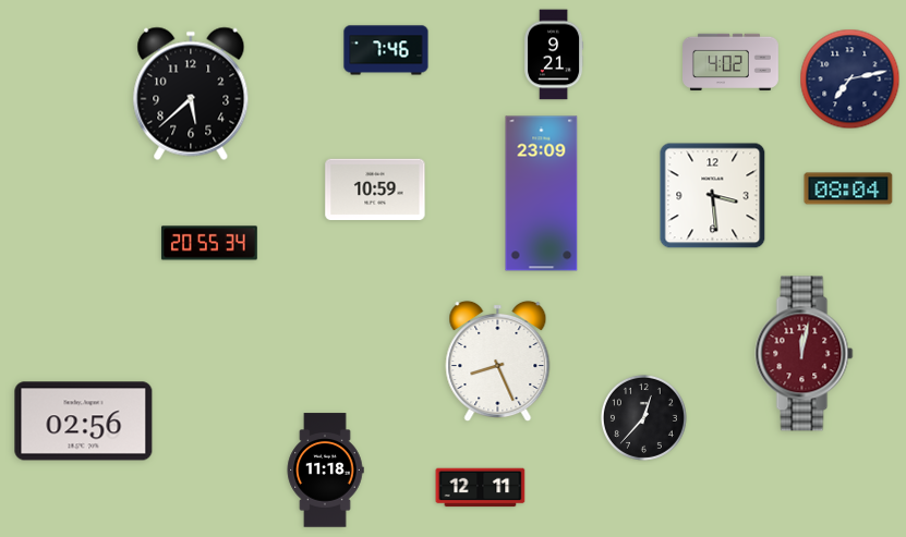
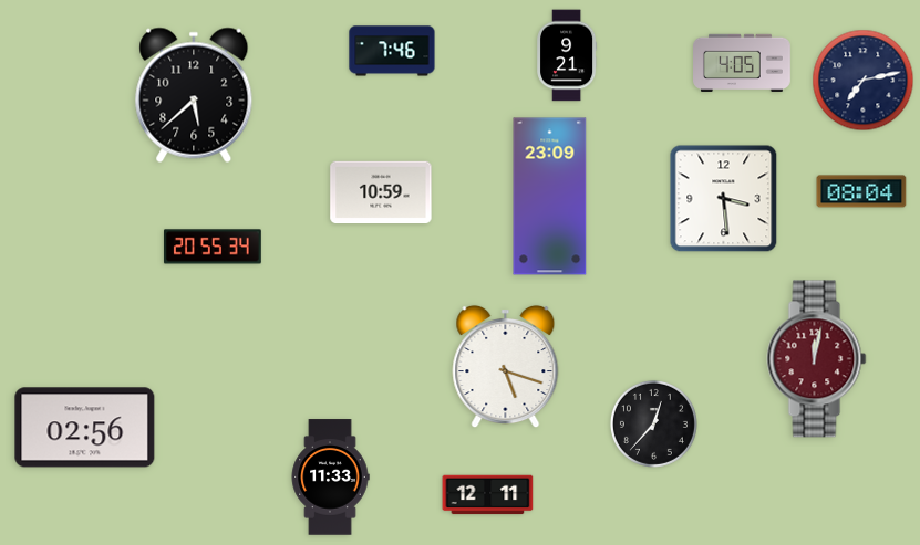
clock at (555, 54) position: (555, 54) -> (568, 55)
clock at (732, 61): 4:02 -> 4:05
clock at (498, 362): 8:26 -> 5:18
clock at (325, 471): 11:18 -> 11:33
